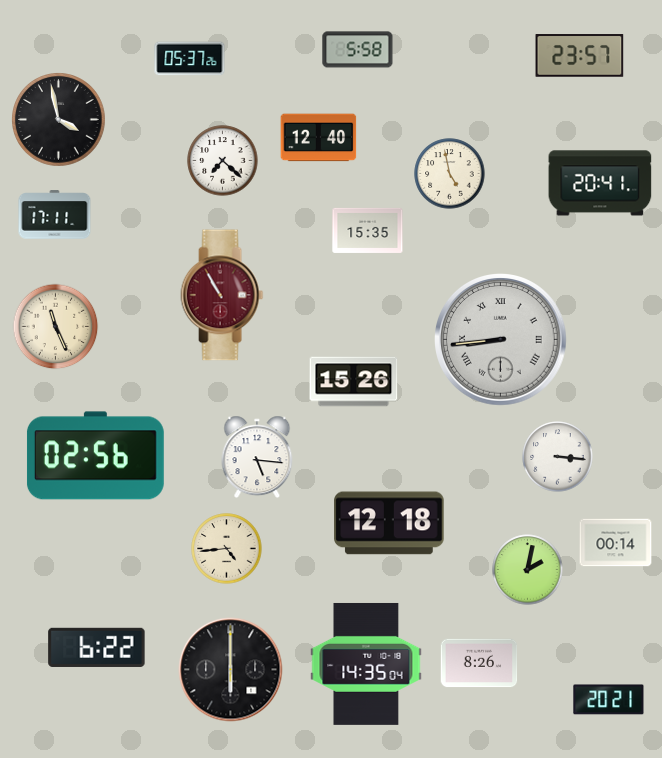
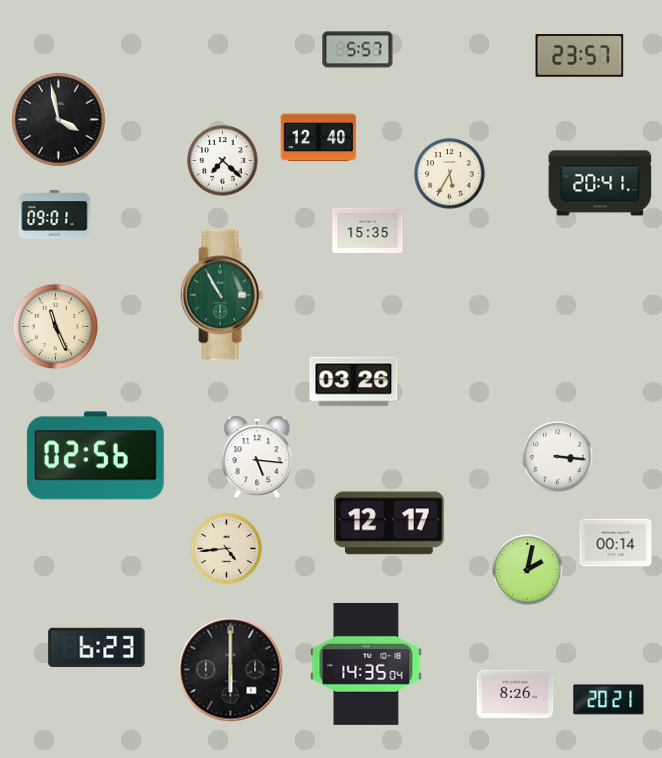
clock at (358, 50): 5:58 -> 5:57
clock at (190, 59): 05:37 -> none
clock at (450, 174): 4:58 -> 5:35
clock at (55, 215): 17:11 -> 09:01
clock at (222, 295) dial: burgundy -> green
clock at (501, 340): 8:44 -> none
clock at (354, 382): 15:26 -> 03:26
clock at (389, 523): 12:18 -> 12:17
clock at (97, 647): 6:22 -> 6:23
clock at (479, 663) position: (479, 663) -> (515, 694)
